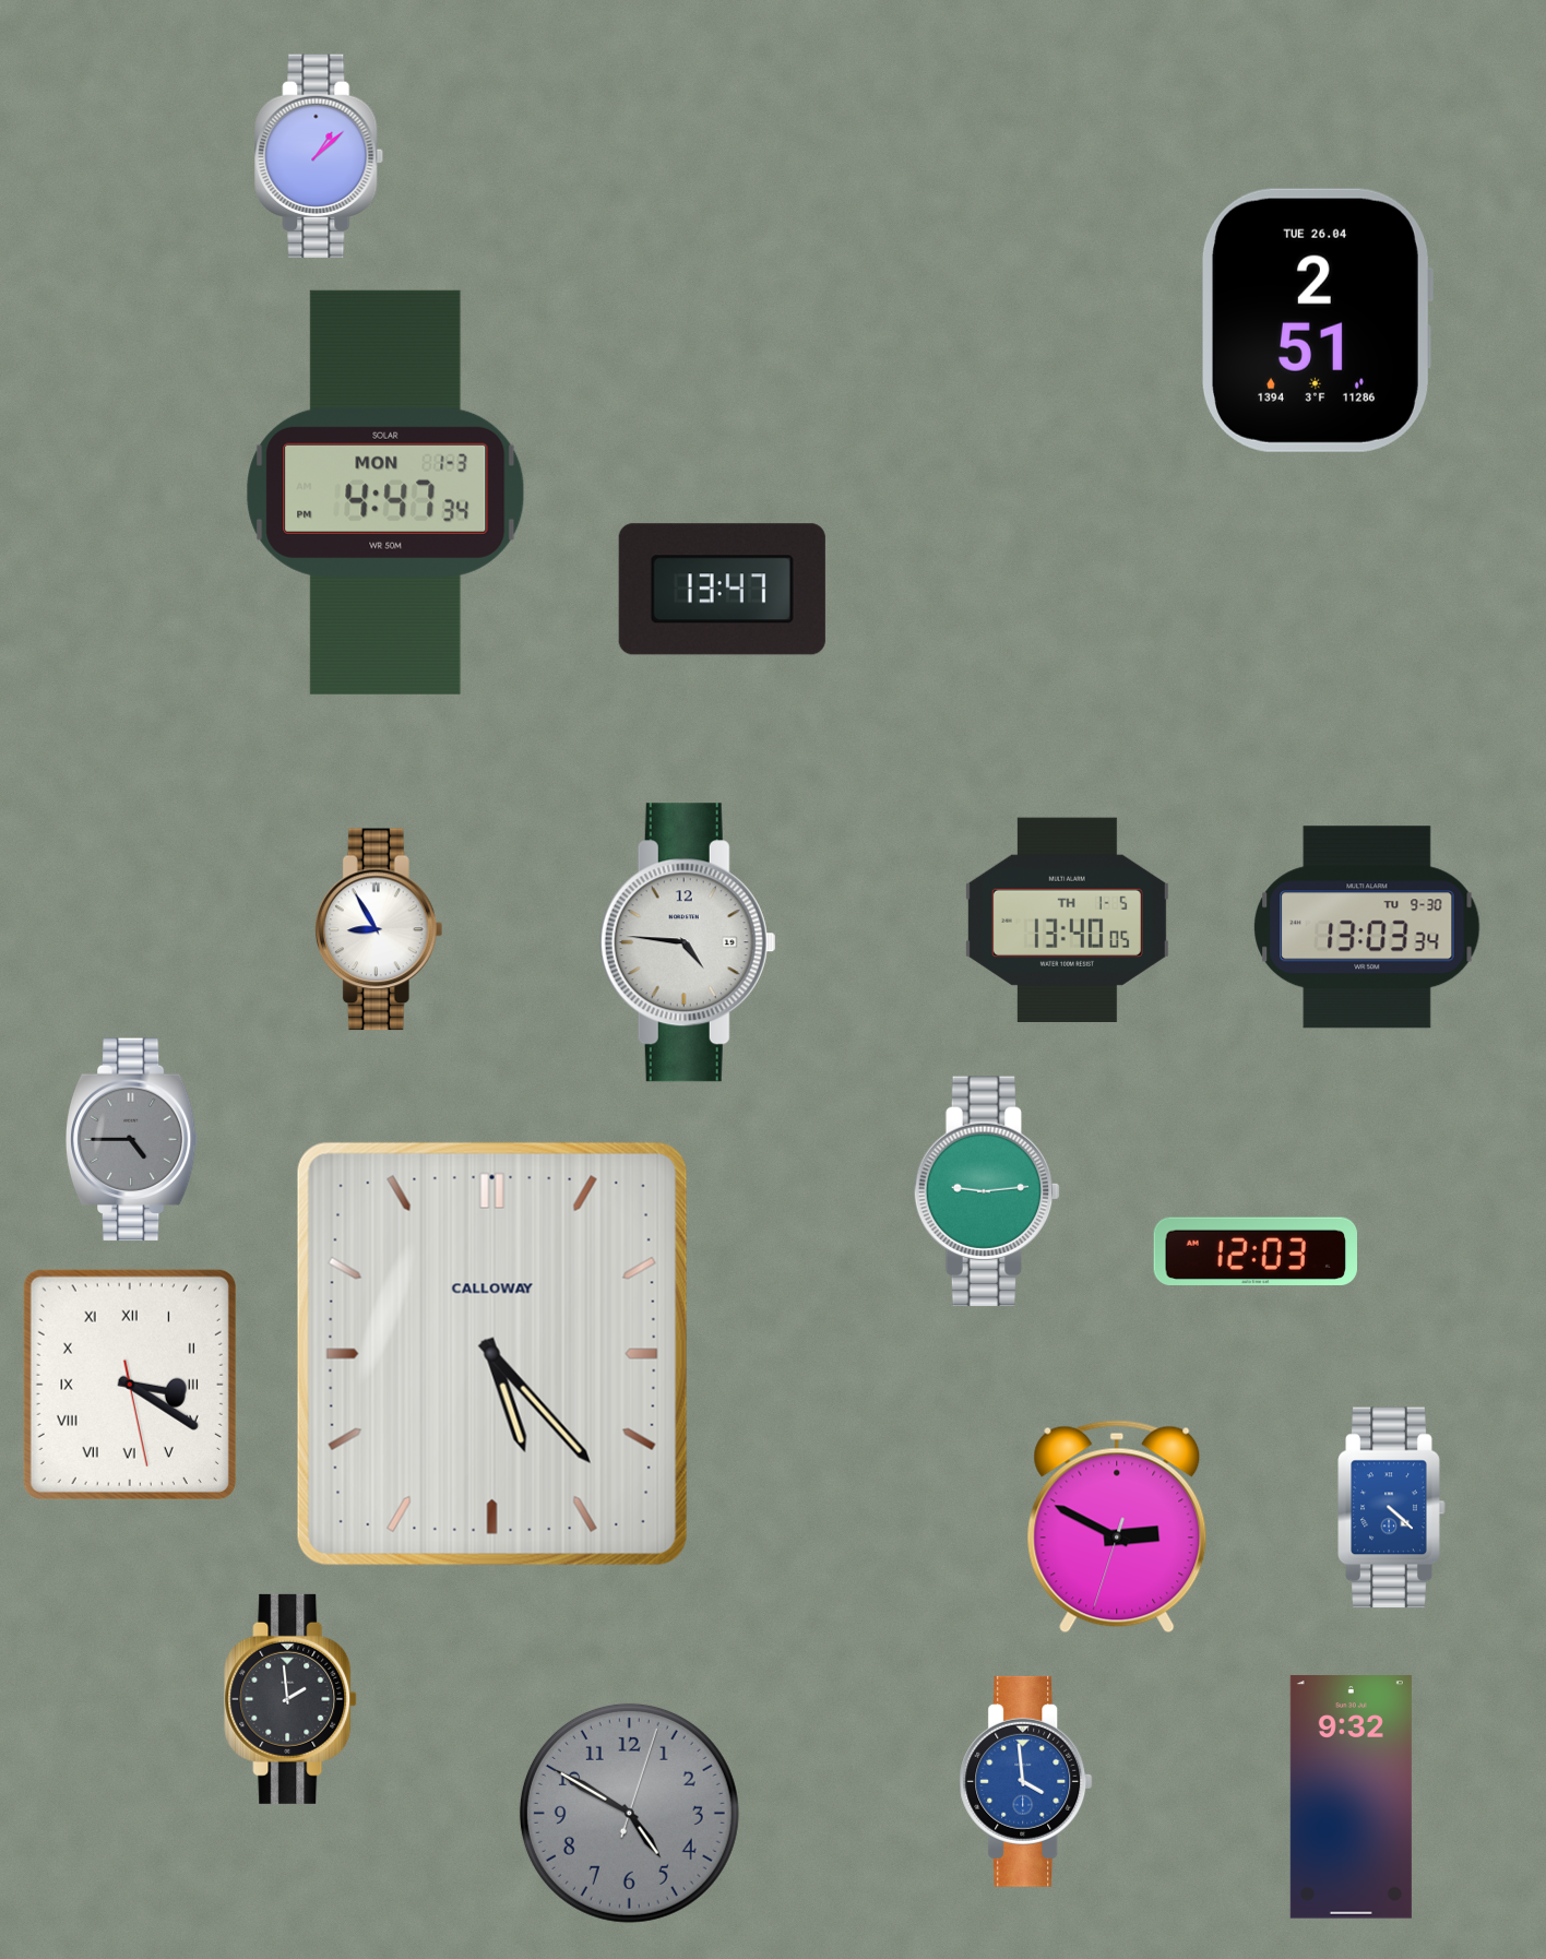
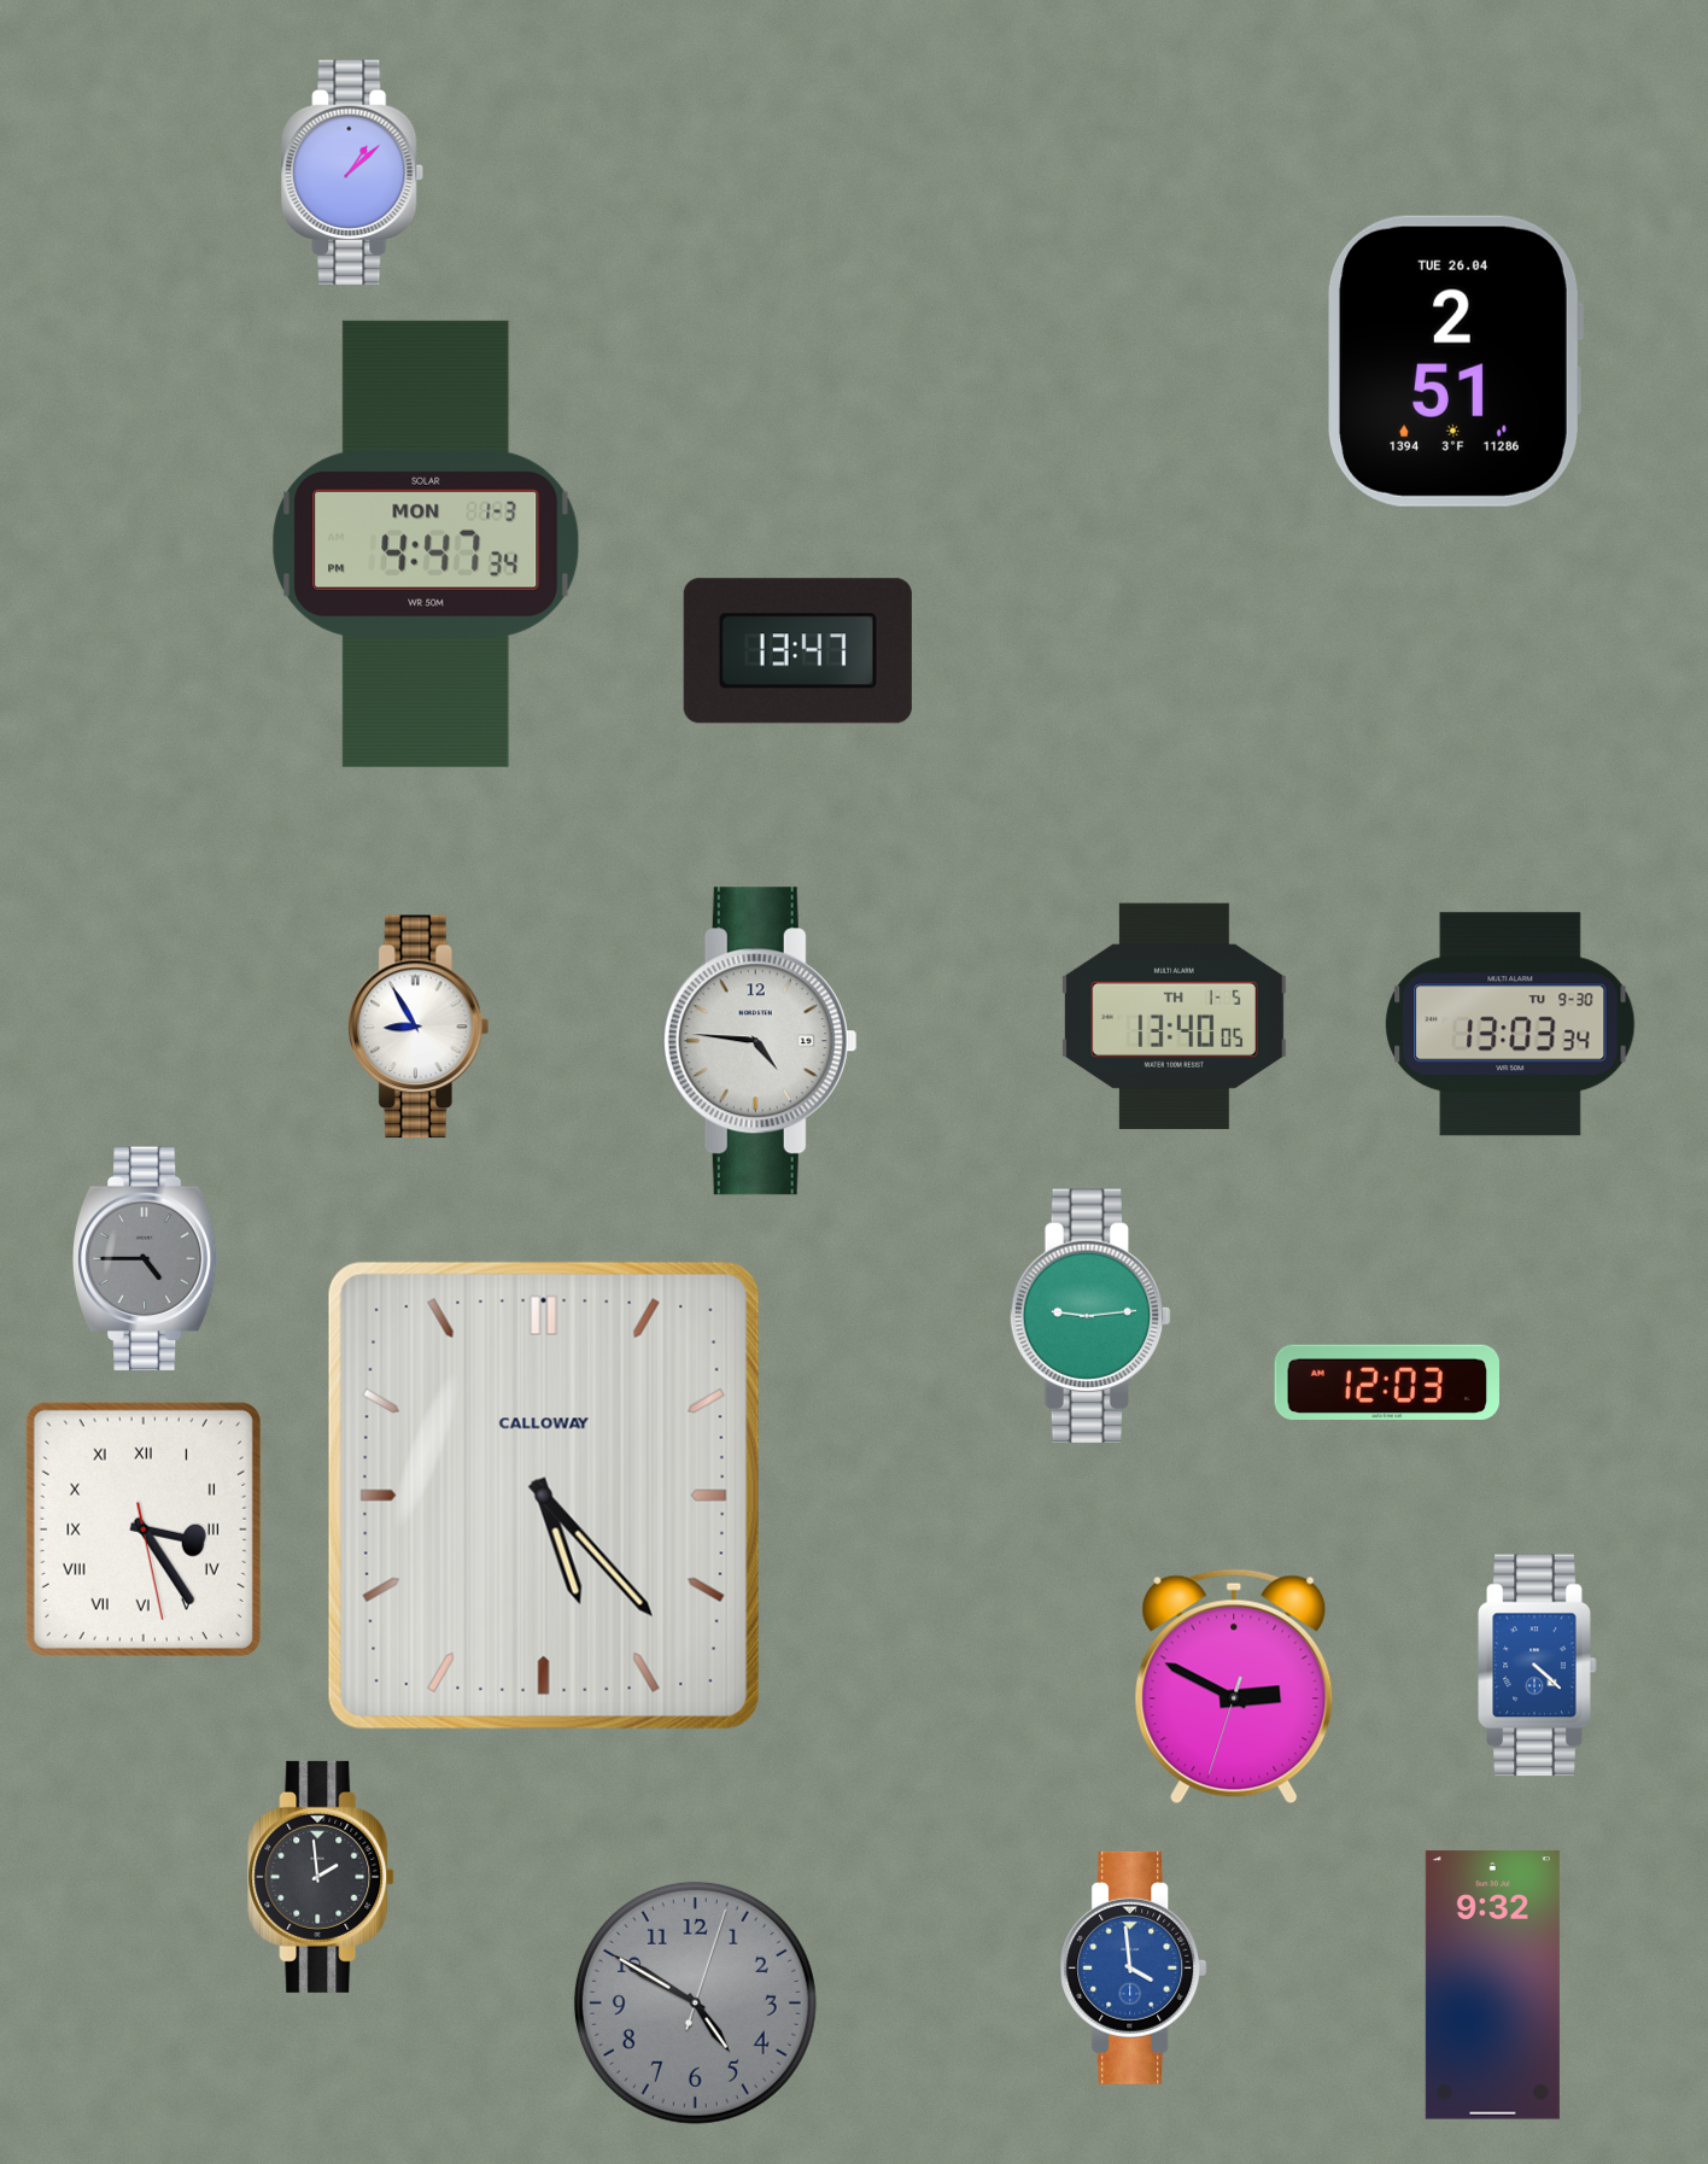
clock at (1318, 320) position: (1318, 320) -> (1456, 361)
clock at (1067, 919) position: (1067, 919) -> (1174, 1016)
clock at (130, 1385): 3:20 -> 3:24
